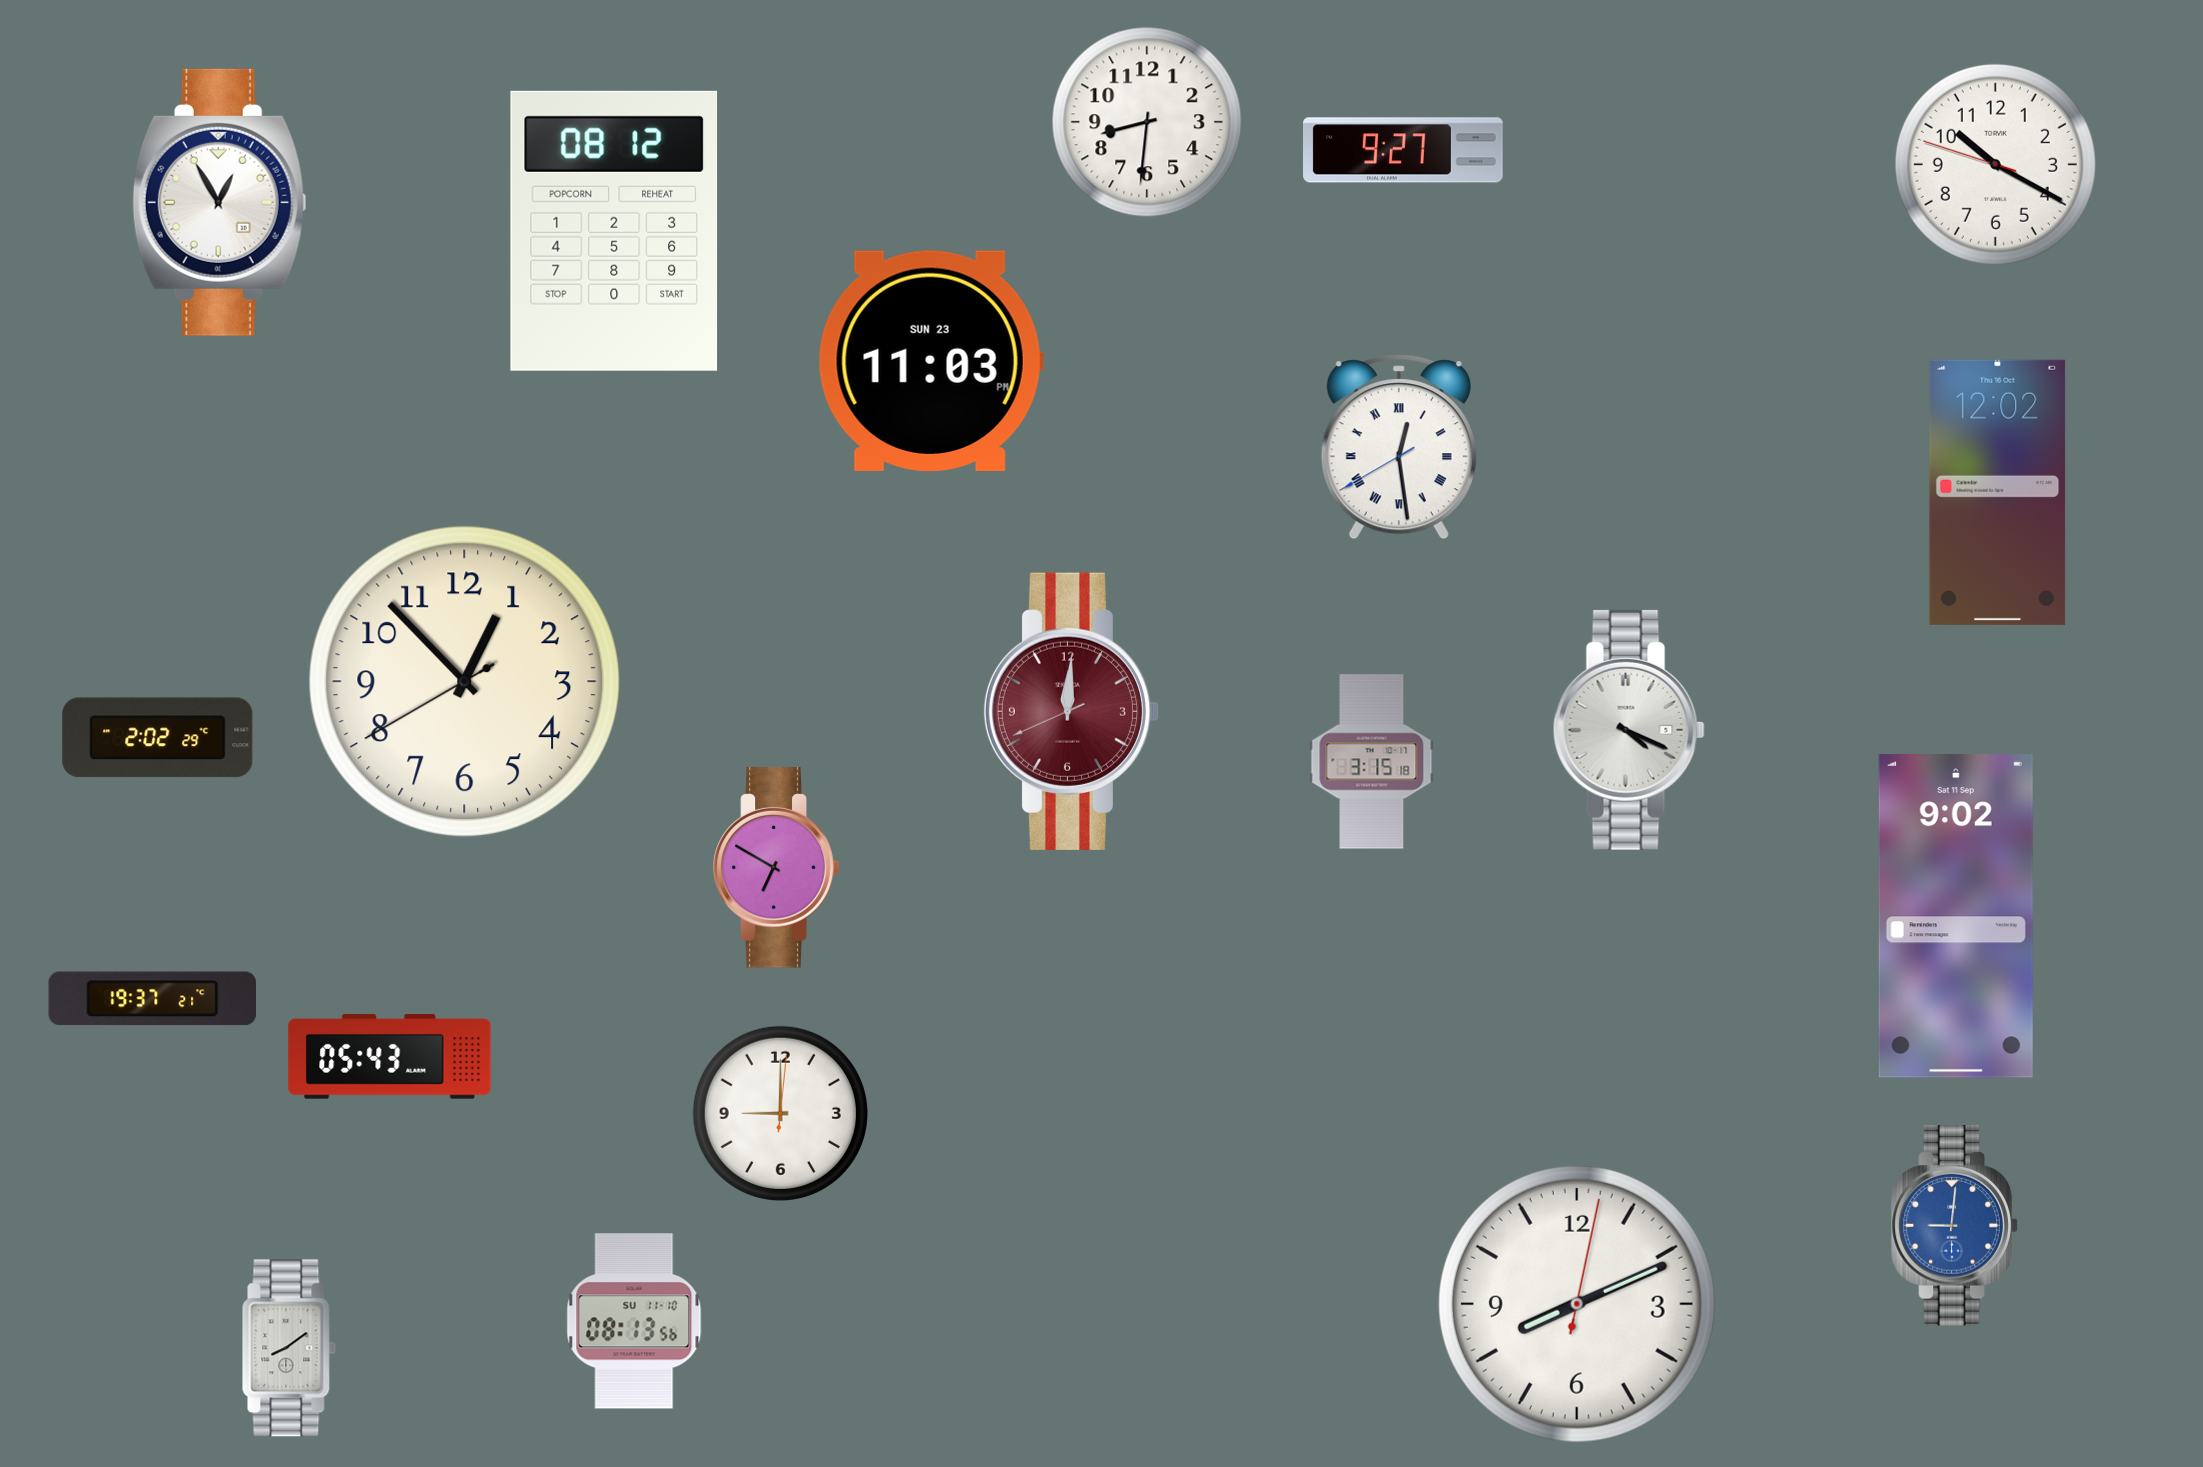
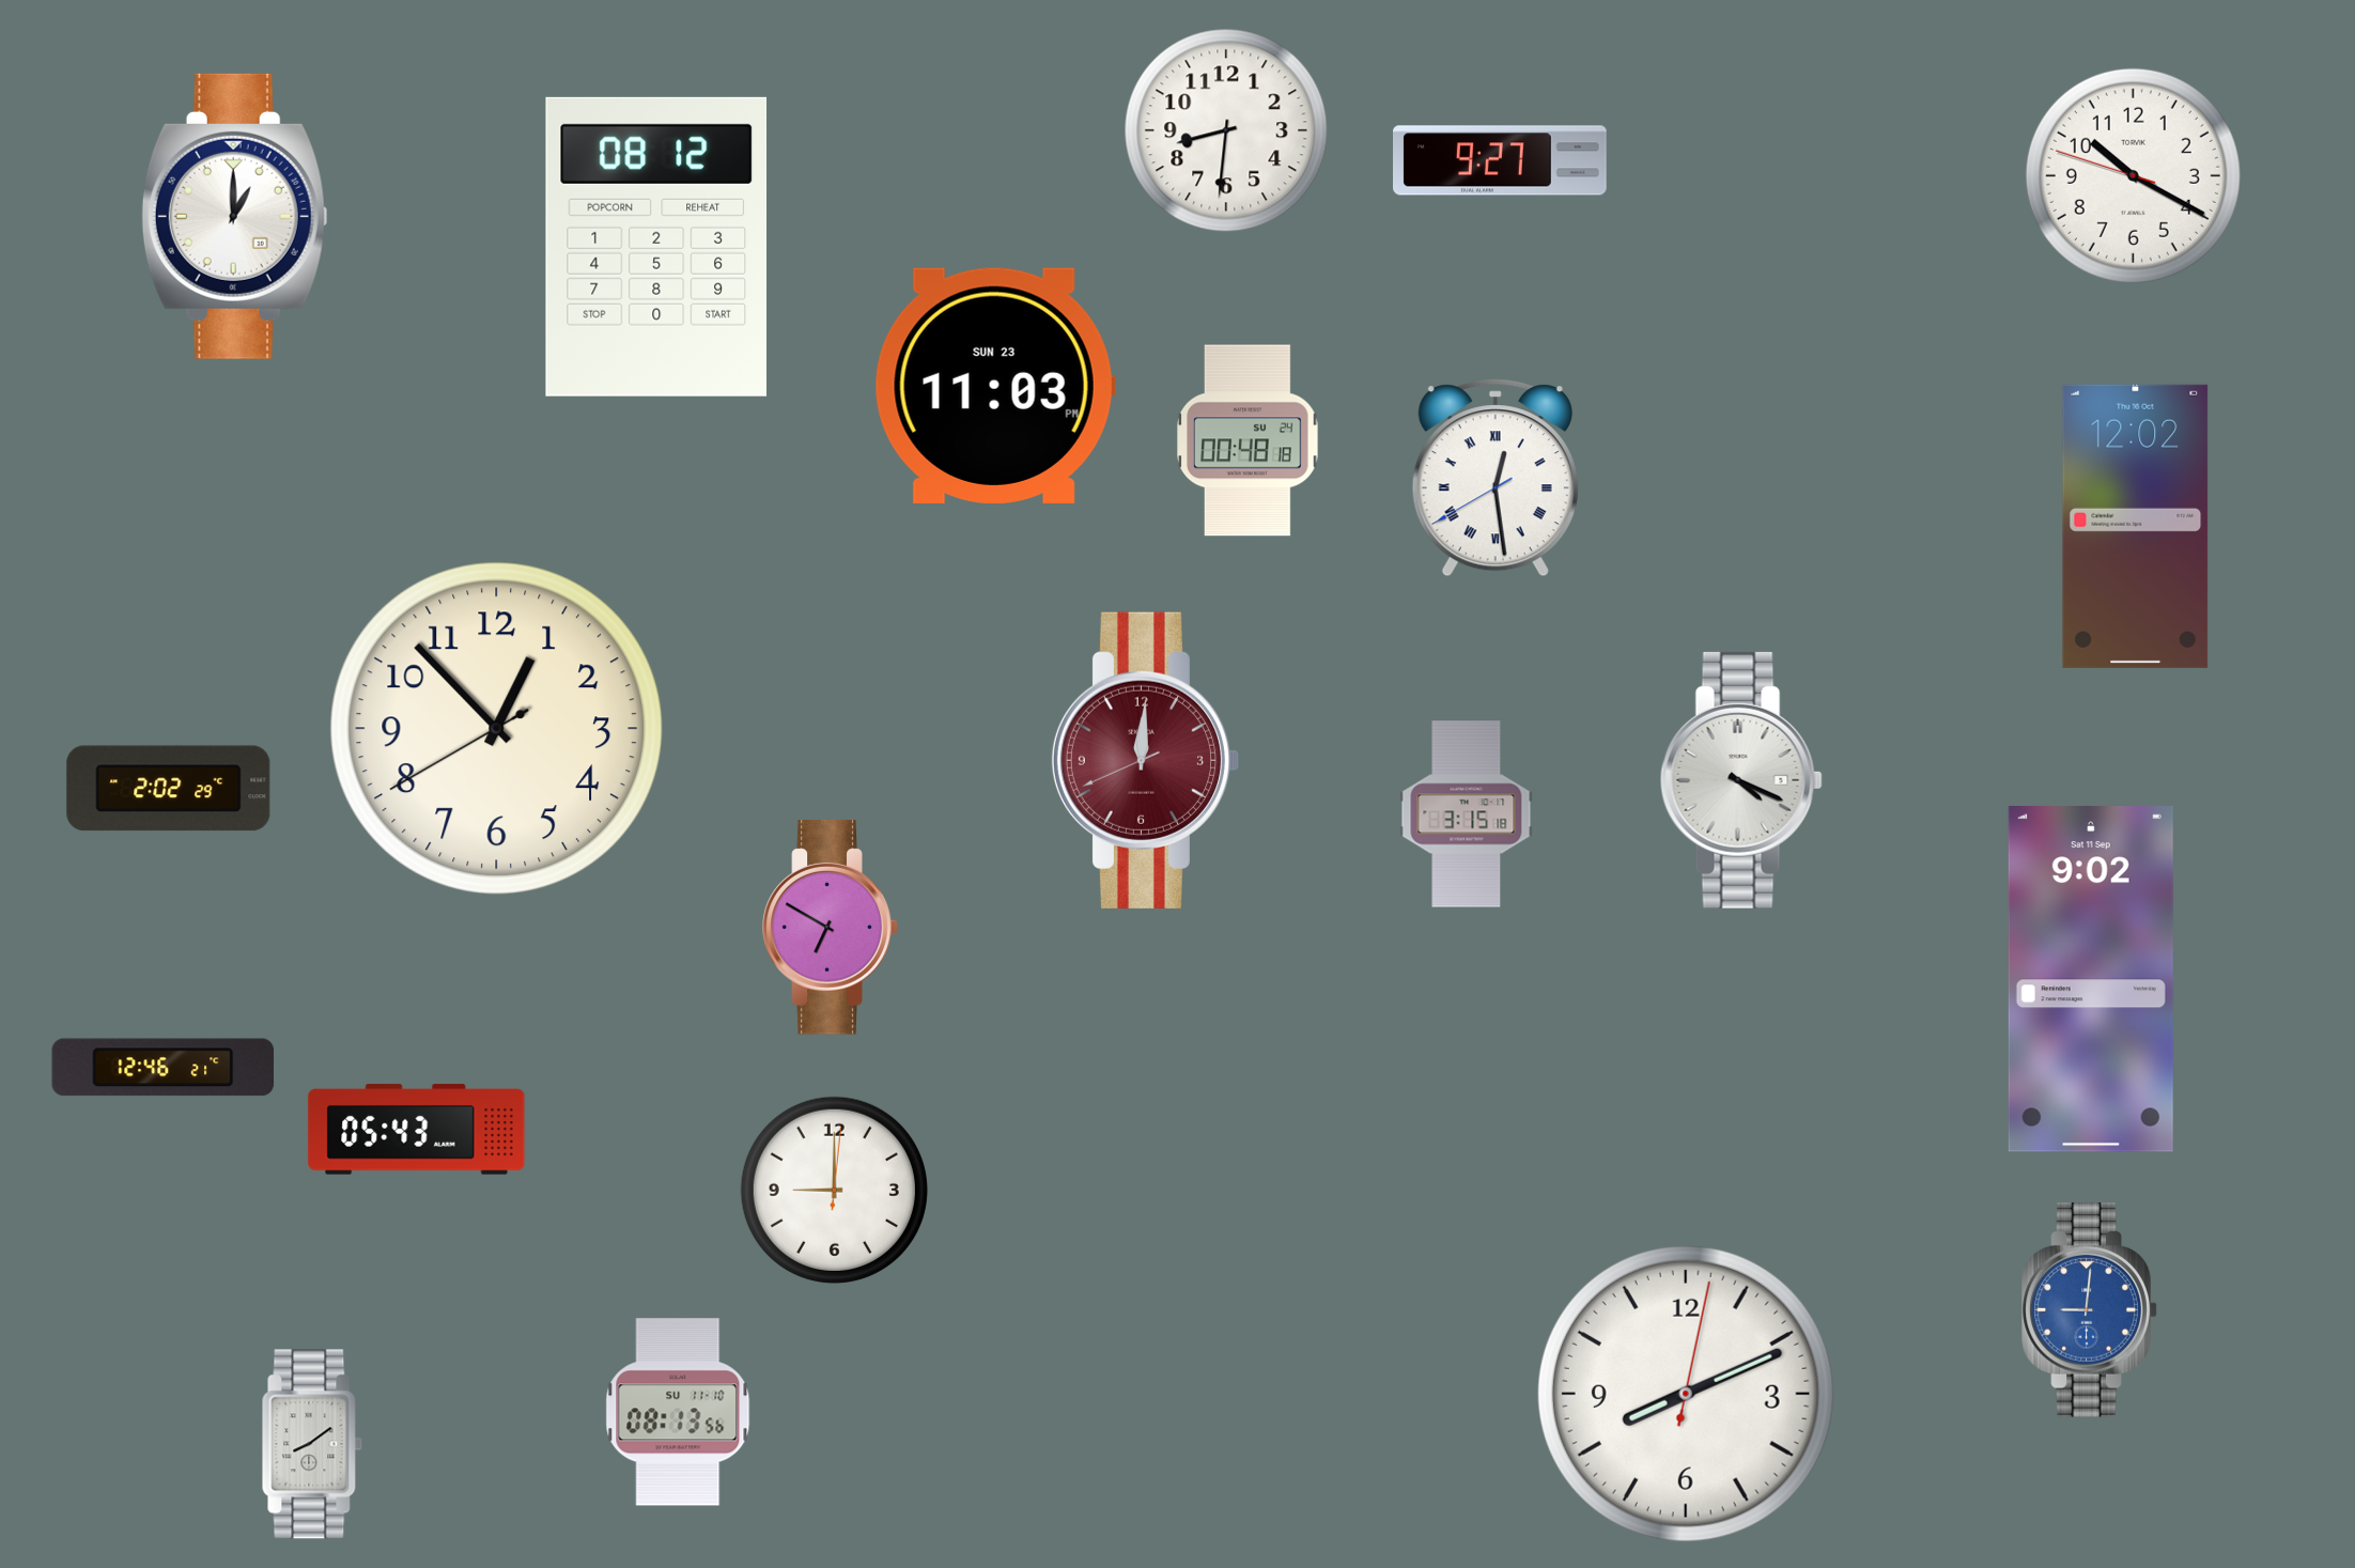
clock at (219, 202): 12:55 -> 1:00
clock at (1249, 440): none -> 00:48
clock at (153, 999): 19:37 -> 12:46
clock at (289, 1348) position: (289, 1348) -> (312, 1444)
